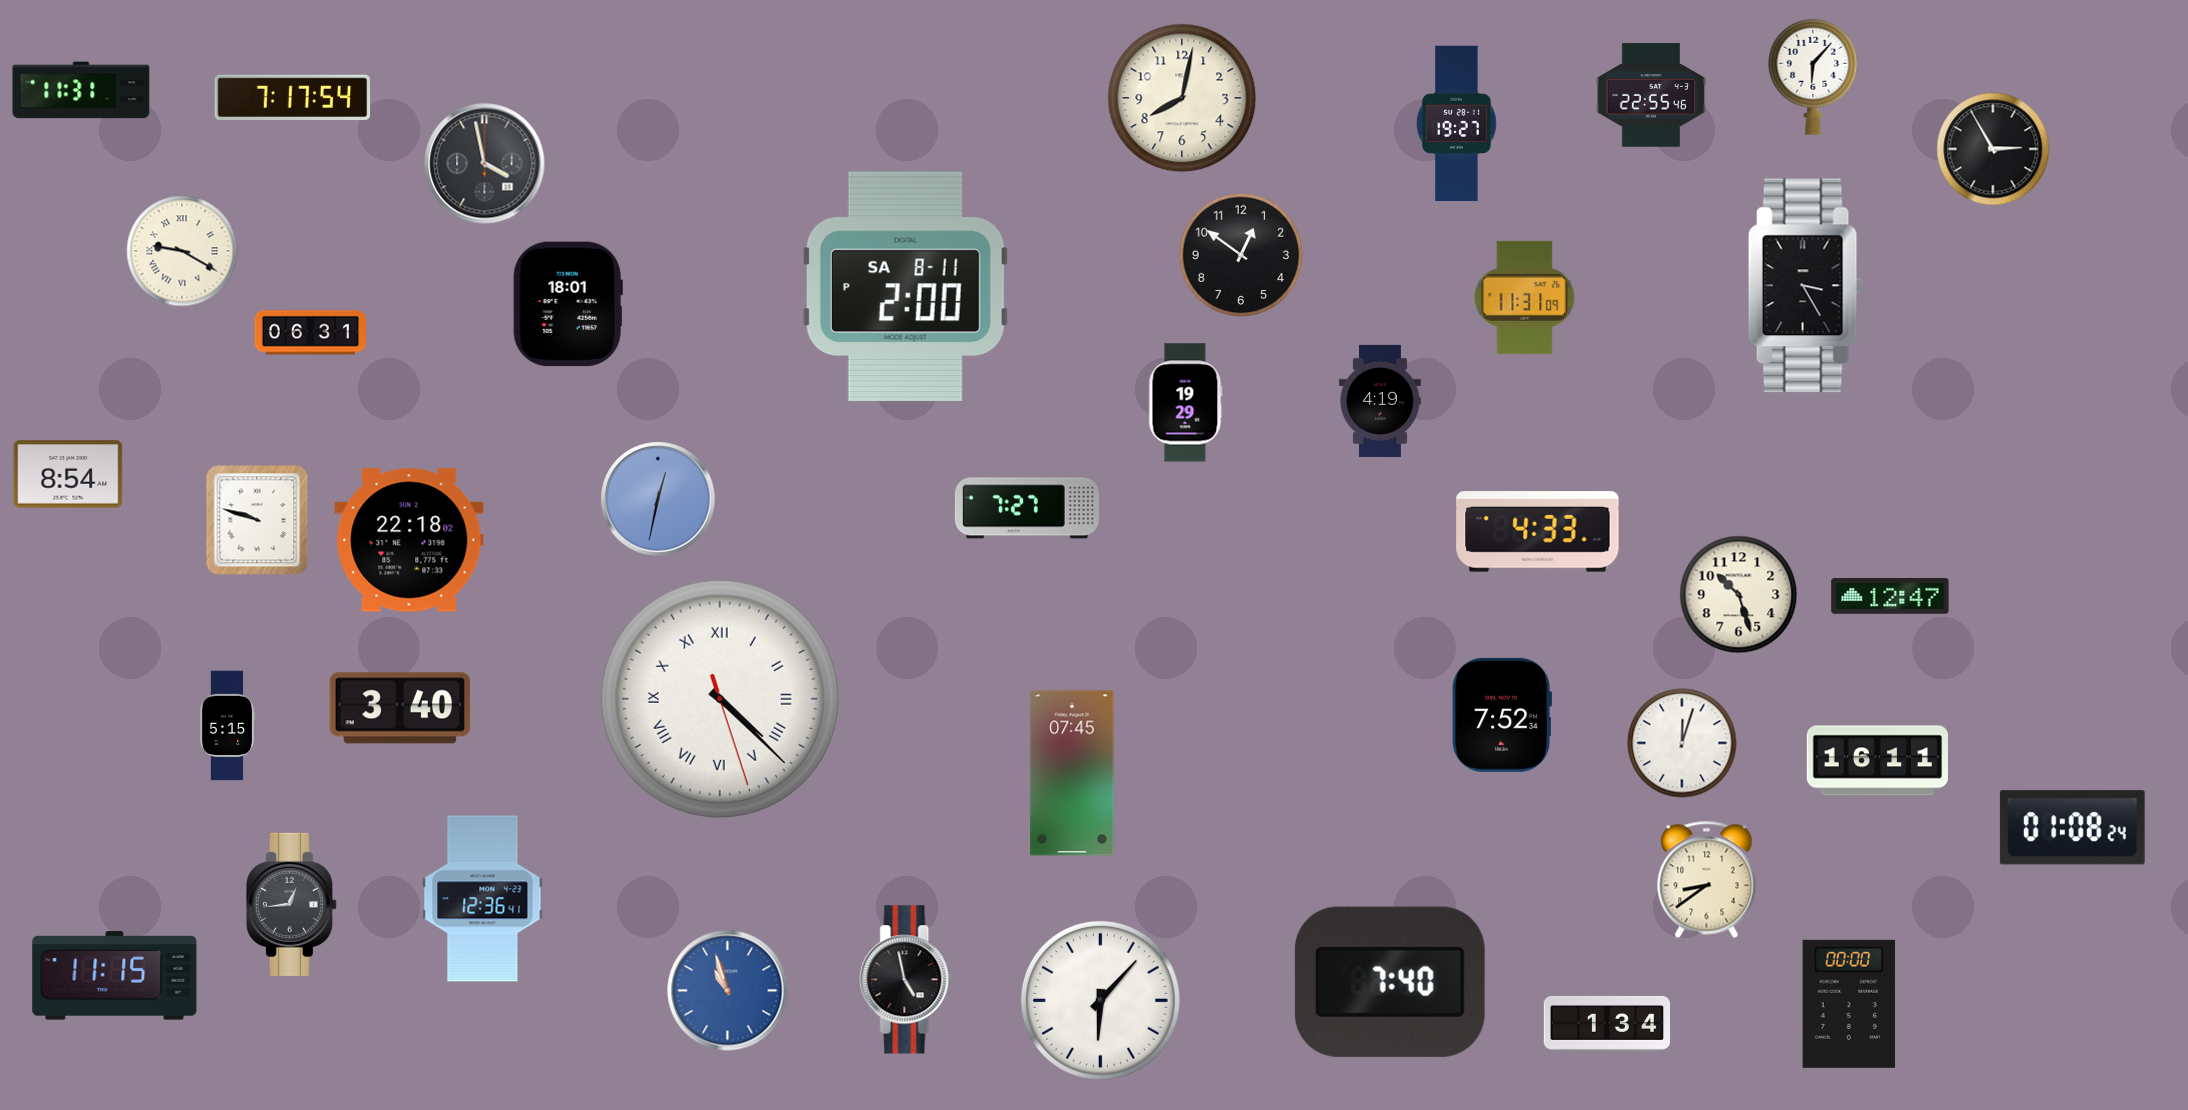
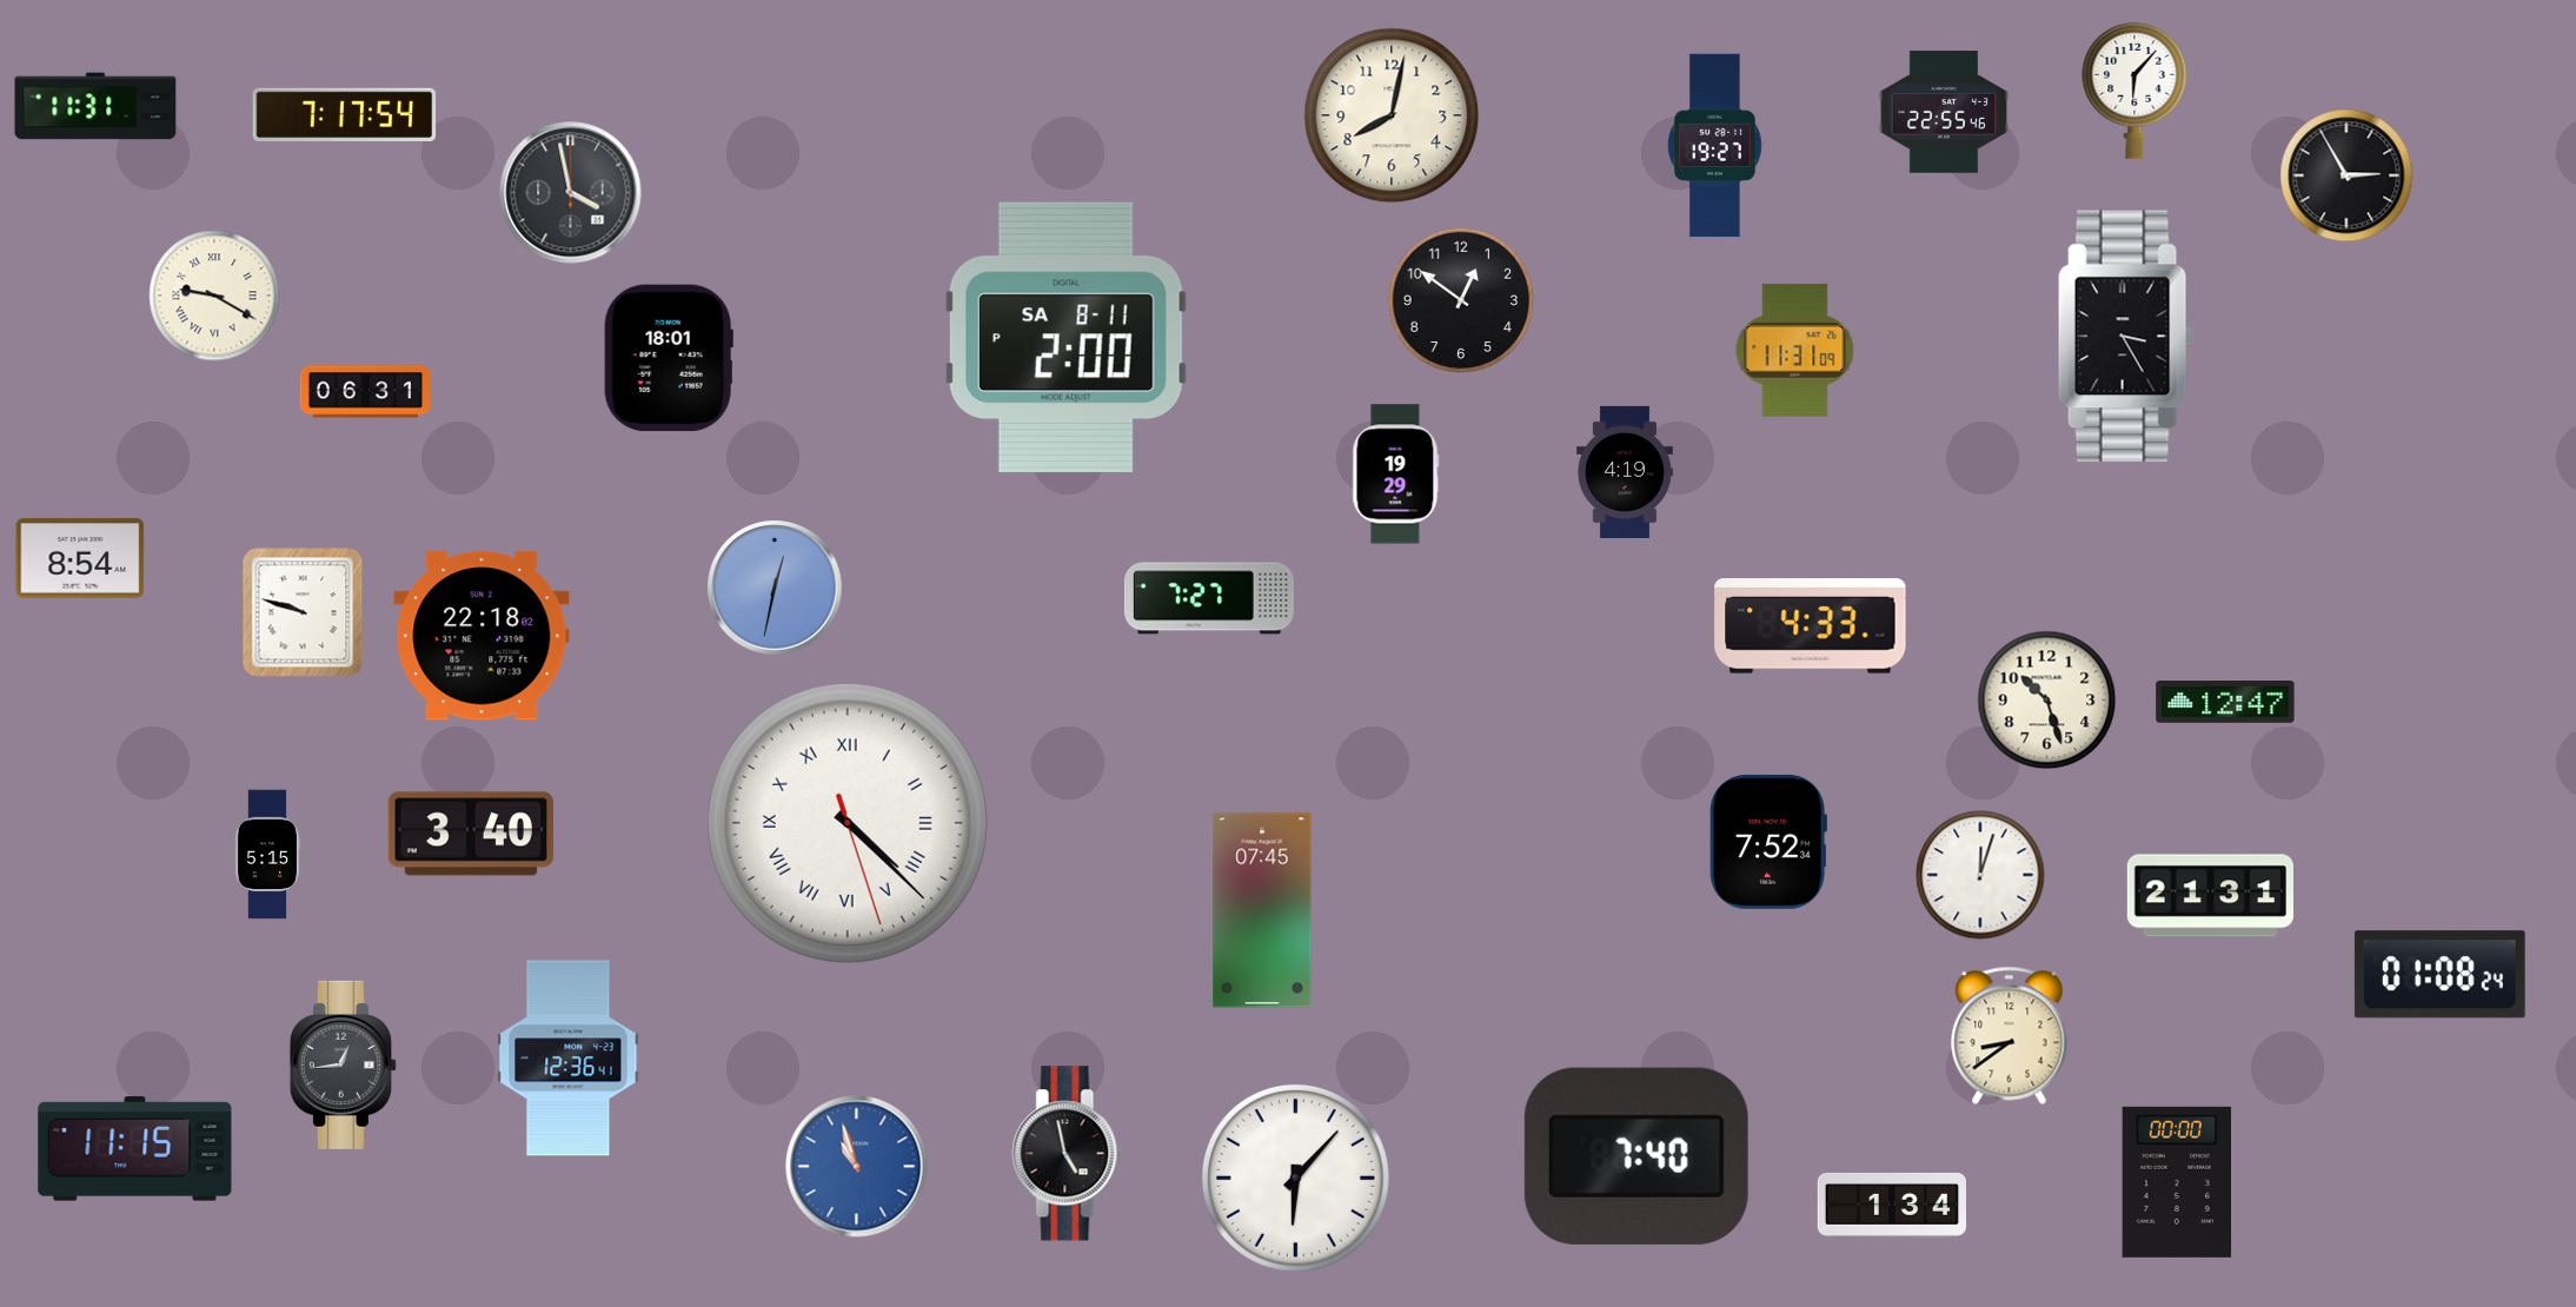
clock at (1877, 761): 16:11 -> 21:31
